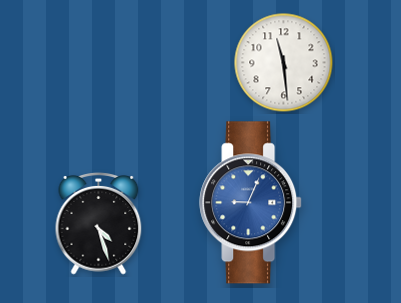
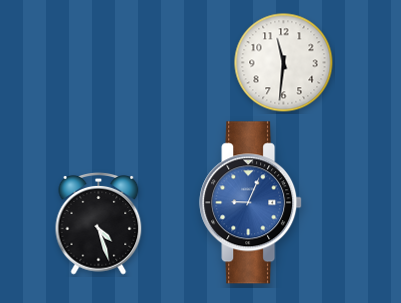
clock at (284, 63): 11:29 -> 11:31
